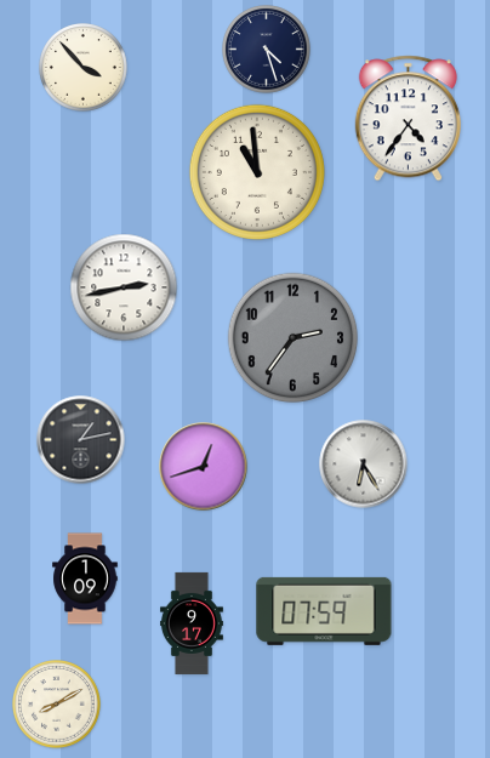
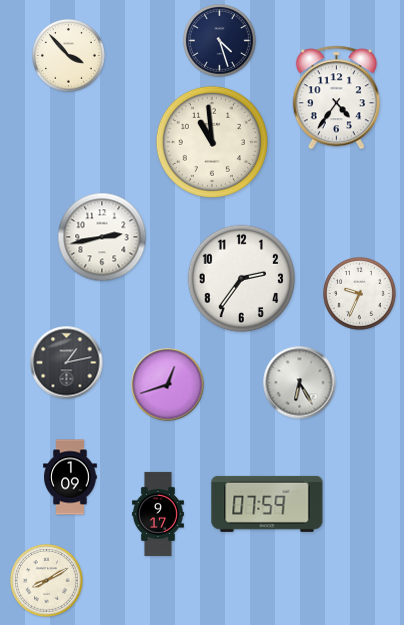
clock at (294, 338) dial: grey -> white
clock at (360, 294): none -> 9:34
